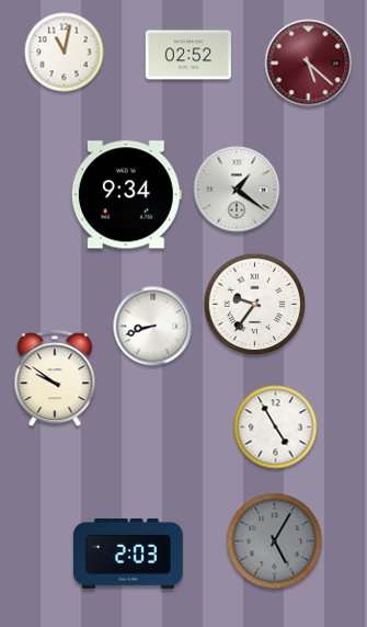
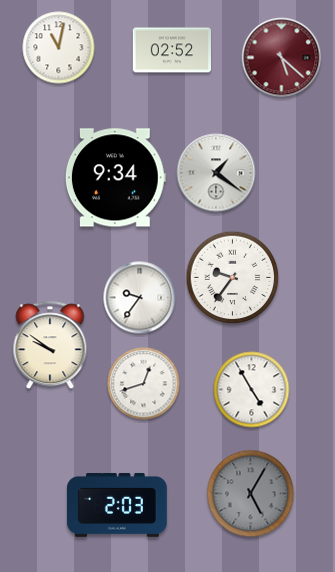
clock at (153, 327): 8:42 -> 9:36
clock at (144, 384): none -> 12:42
